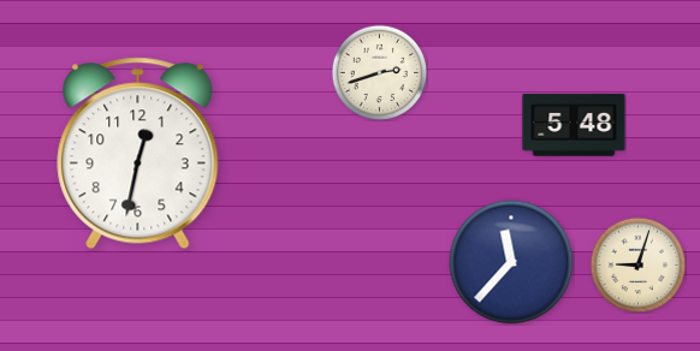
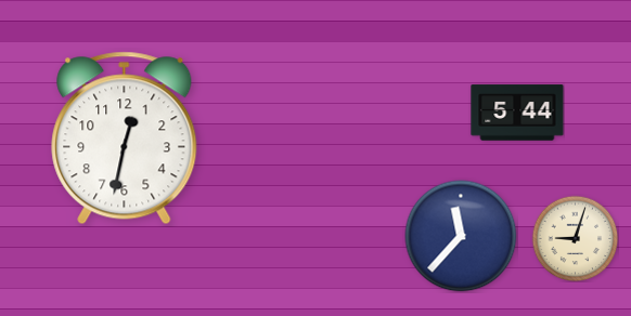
clock at (379, 72): 2:42 -> none
clock at (574, 125): 5:48 -> 5:44
